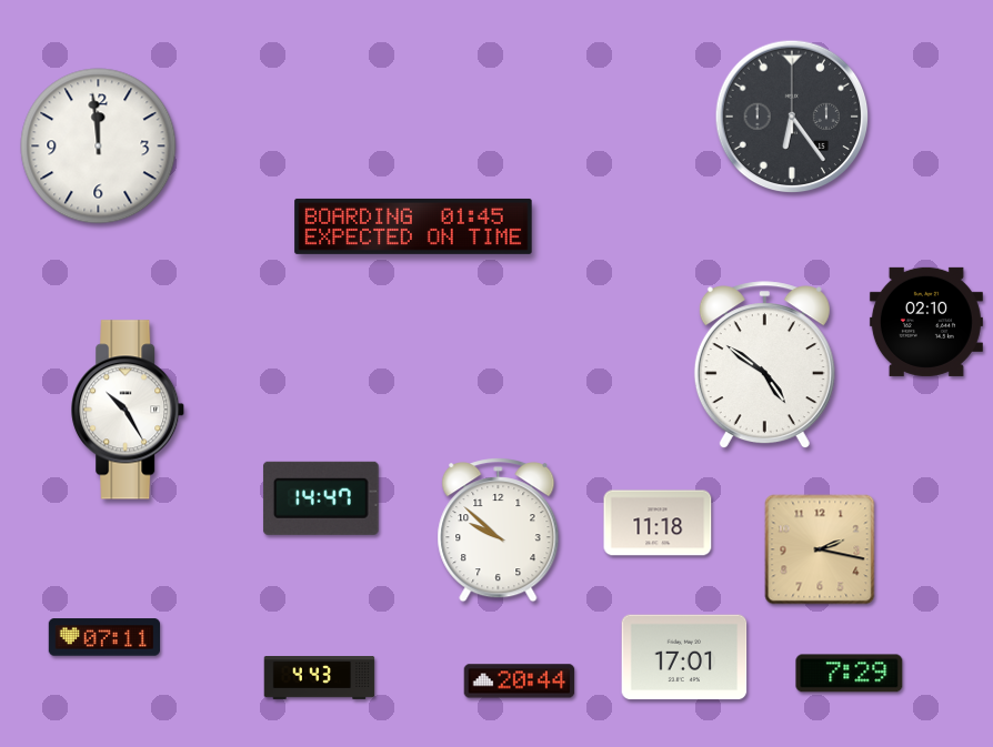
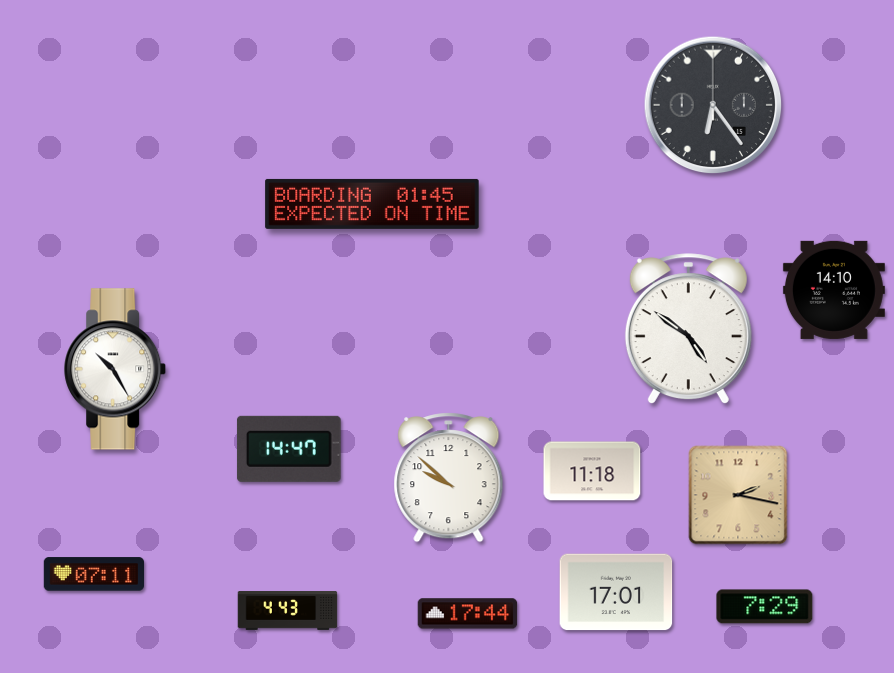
clock at (99, 147): 11:59 -> none
clock at (926, 322): 02:10 -> 14:10
clock at (520, 682): 20:44 -> 17:44
